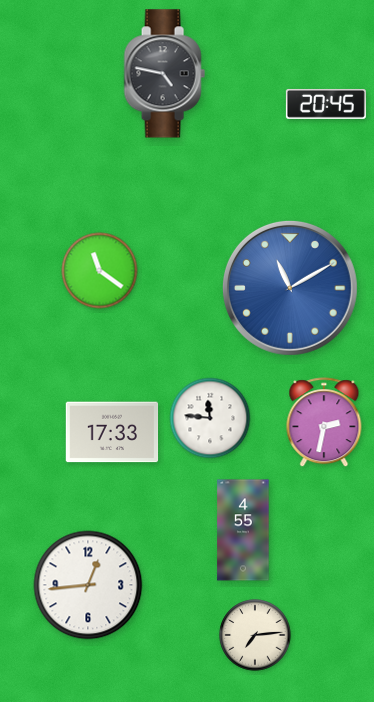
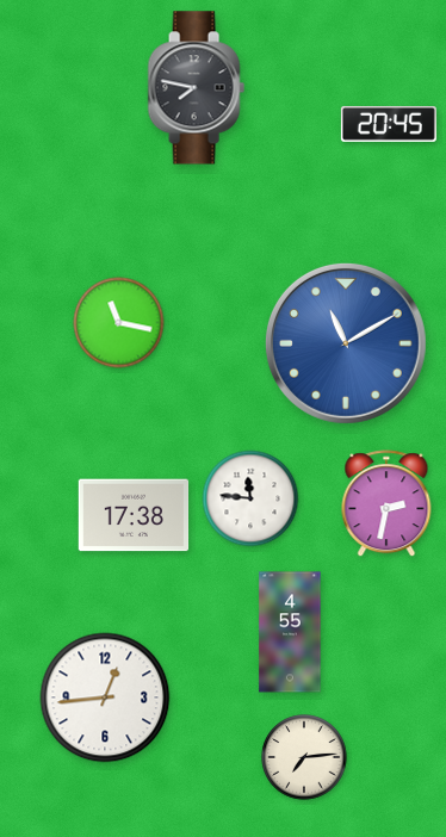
clock at (164, 74): 4:47 -> 7:47
clock at (100, 271): 11:21 -> 11:17
clock at (112, 432): 17:33 -> 17:38
